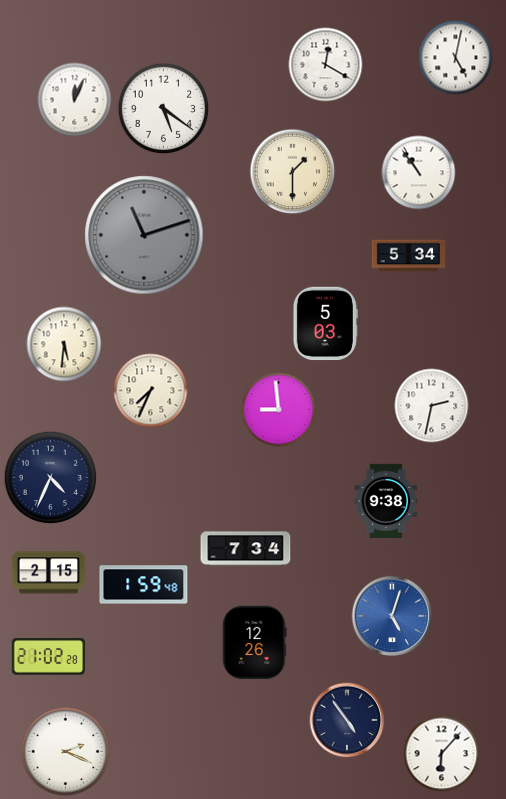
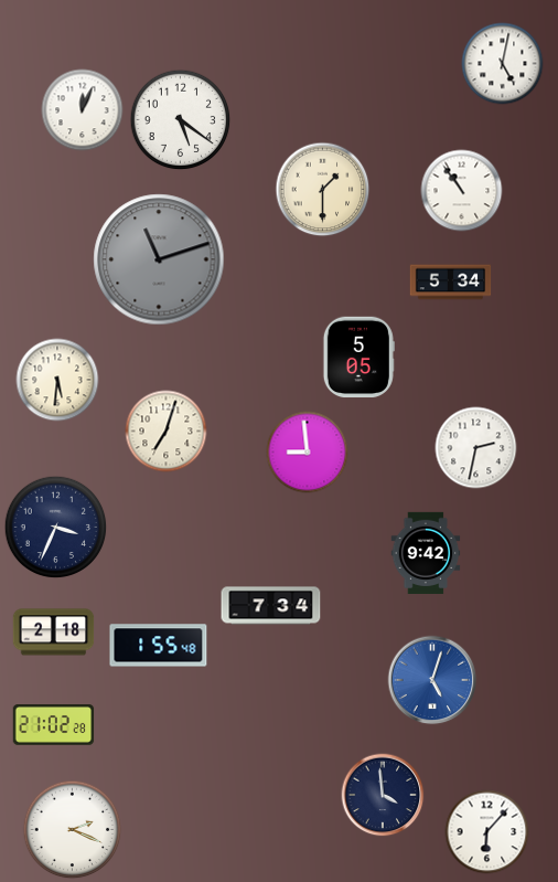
clock at (326, 65): 12:20 -> none
clock at (325, 324): 5:03 -> 5:05
clock at (64, 344) position: (64, 344) -> (57, 380)
clock at (151, 391): 7:34 -> 7:03
clock at (51, 478): 4:34 -> 3:34
clock at (386, 500): 9:38 -> 9:42
clock at (49, 573): 2:15 -> 2:18
clock at (144, 585): 1:59 -> 1:55
clock at (255, 643): 12:26 -> none
clock at (347, 720): 4:54 -> 3:59
